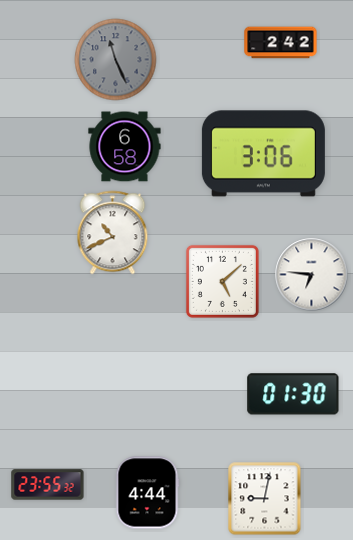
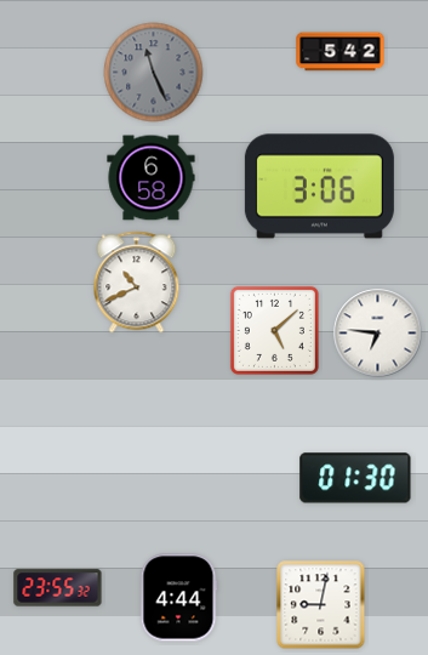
clock at (281, 43): 2:42 -> 5:42
clock at (116, 60) position: (116, 60) -> (154, 73)
clock at (222, 281) position: (222, 281) -> (274, 330)
